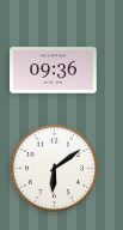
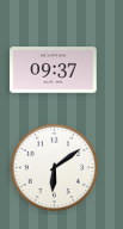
clock at (54, 71): 09:36 -> 09:37
